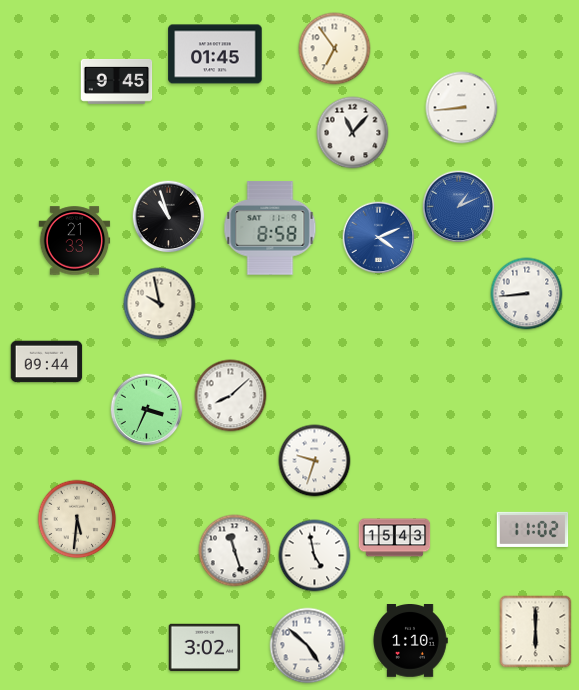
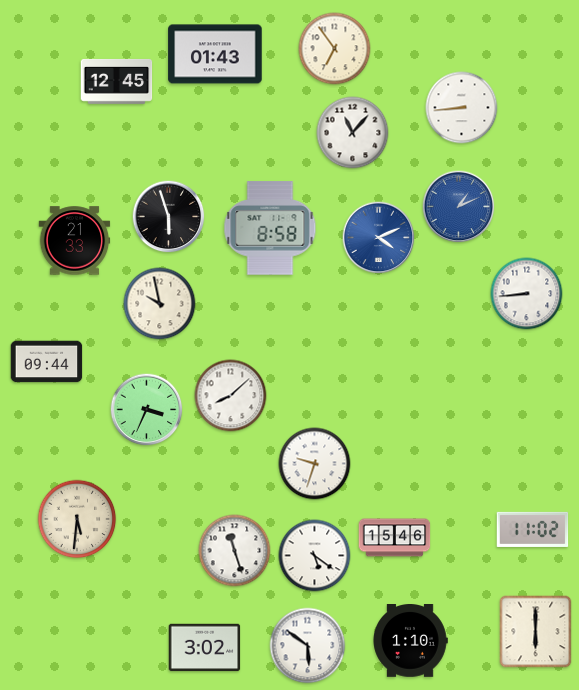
clock at (215, 54): 01:45 -> 01:43
clock at (117, 81): 9:45 -> 12:45
clock at (169, 217): 10:57 -> 5:57
clock at (315, 461) position: (315, 461) -> (315, 464)
clock at (395, 538): 15:43 -> 15:46
clock at (315, 556): 4:58 -> 5:21
clock at (308, 646): 4:52 -> 5:51
